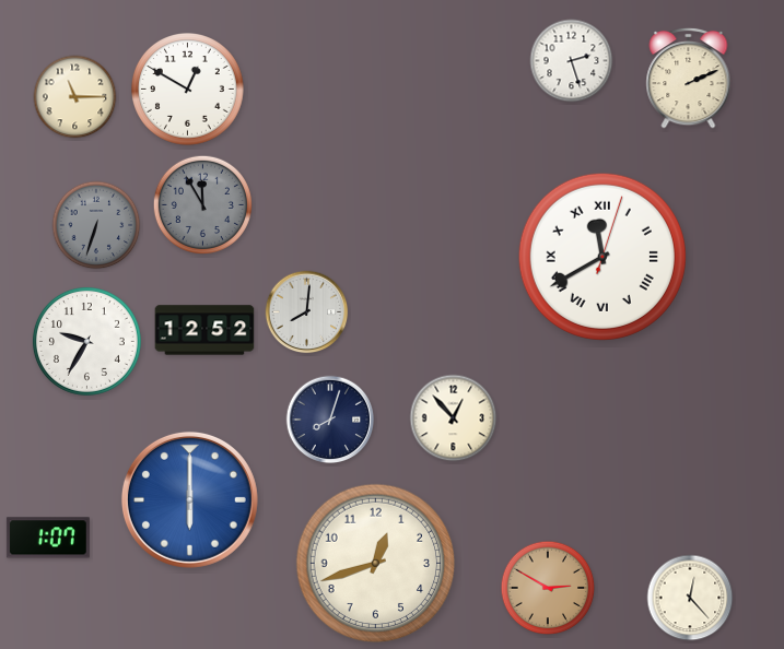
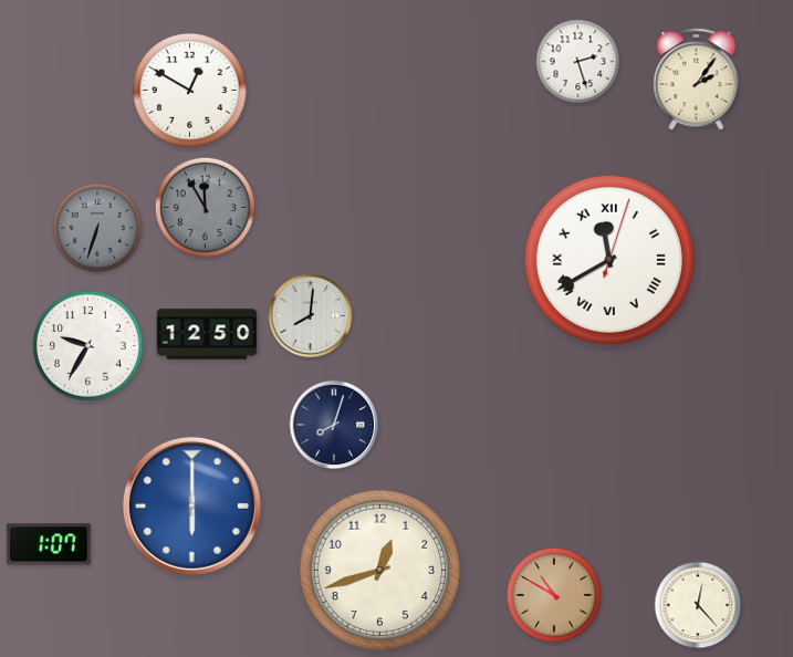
clock at (689, 78): 2:11 -> 2:06
clock at (75, 97): 11:15 -> none
clock at (204, 330): 12:52 -> 12:50
clock at (454, 418): 12:53 -> none
clock at (548, 588): 2:50 -> 10:50
